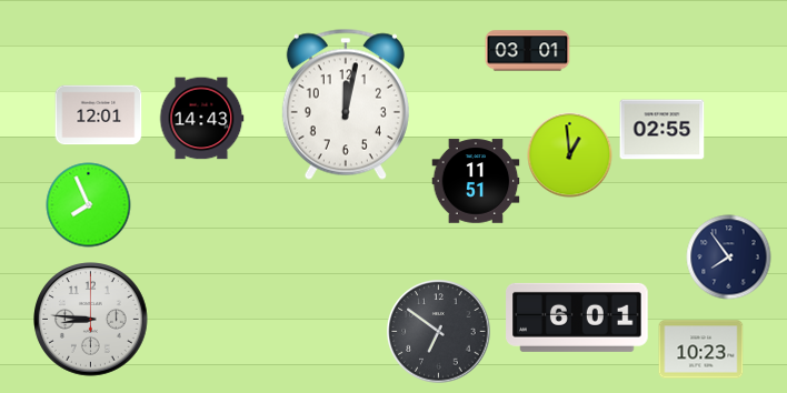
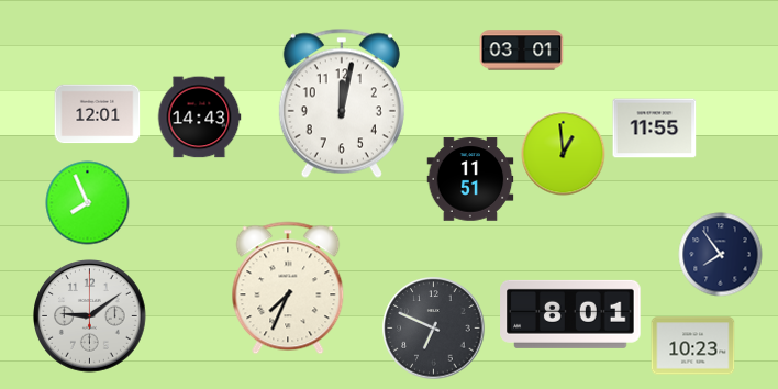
clock at (663, 130): 02:55 -> 11:55
clock at (288, 288): none -> 7:34
clock at (577, 318): 6:01 -> 8:01
clock at (91, 320): 8:46 -> 9:09
clock at (439, 332): 6:51 -> 6:49
